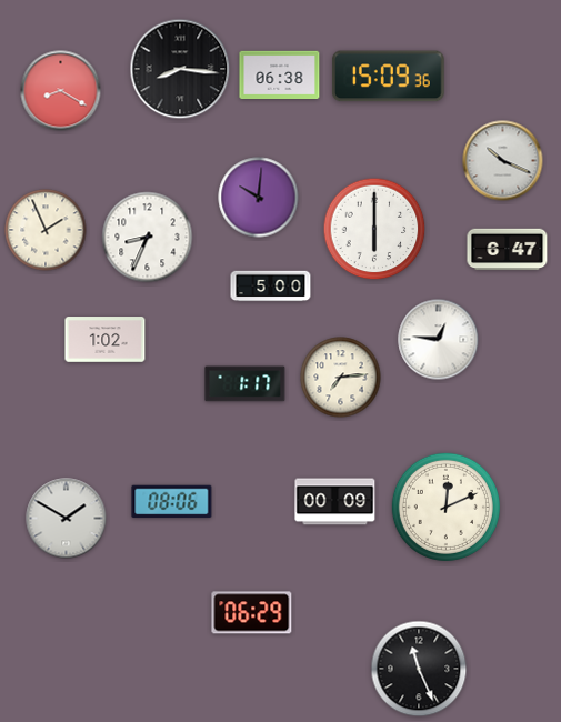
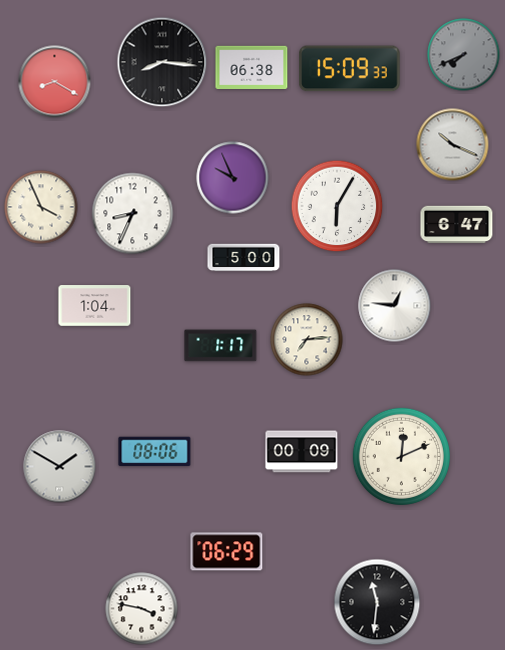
clock at (464, 55): none -> 7:41
clock at (389, 77): 15:09:36 -> 15:09:33
clock at (259, 198): 10:01 -> 9:56
clock at (374, 229): 6:00 -> 6:05
clock at (46, 230): 1:56 -> 3:56
clock at (106, 340): 1:02 -> 1:04
clock at (419, 669): 11:26 -> 11:31
clock at (142, 609): none -> 3:47
